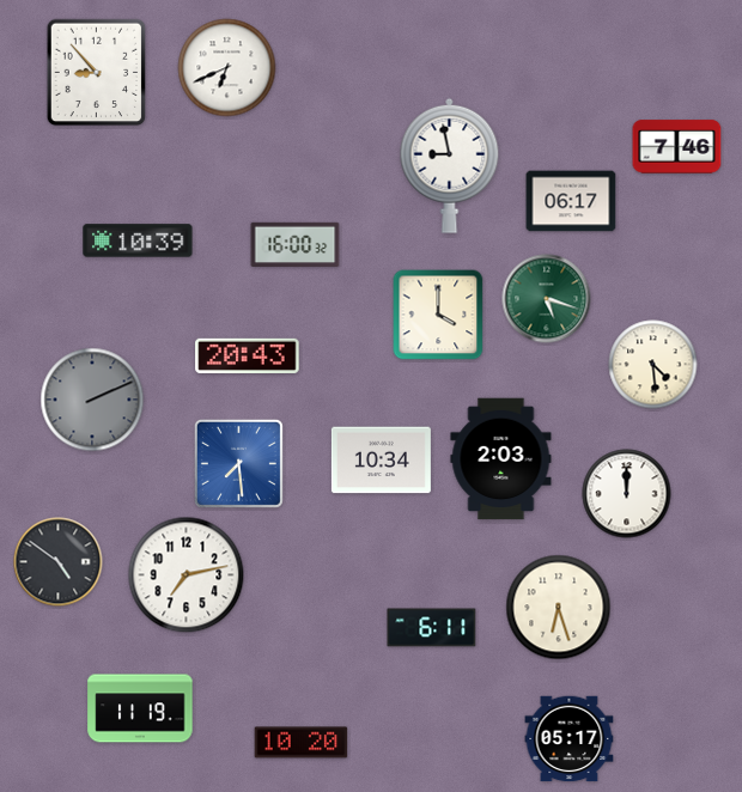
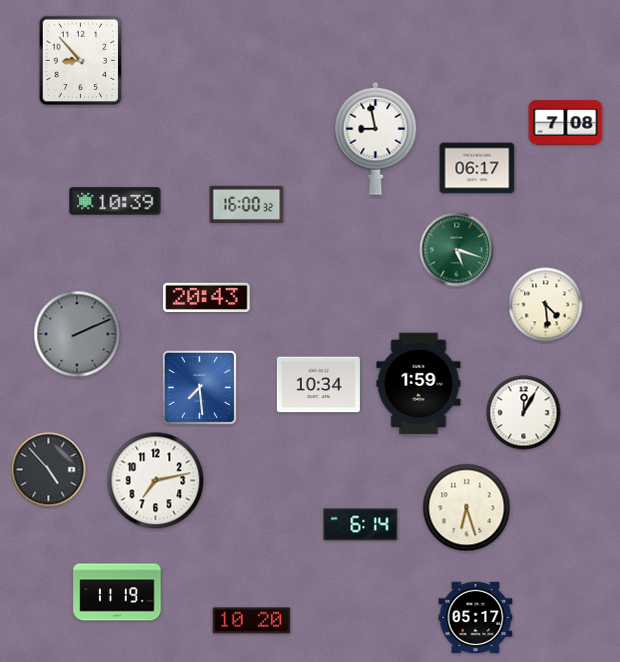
clock at (227, 68): 6:41 -> none
clock at (677, 147): 7:46 -> 7:08
clock at (438, 315): 4:00 -> none
clock at (501, 459): 2:03 -> 1:59
clock at (627, 494): 12:00 -> 12:05
clock at (59, 562): 4:51 -> 4:53
clock at (432, 628): 6:11 -> 6:14
